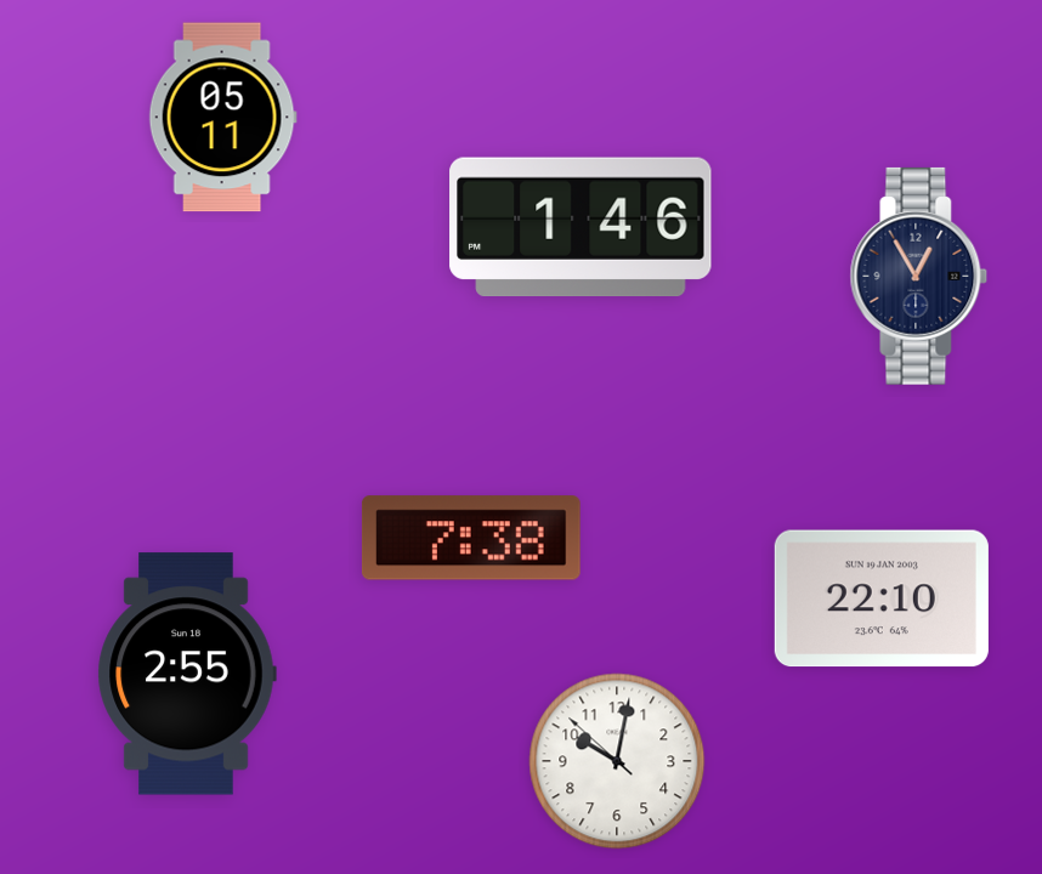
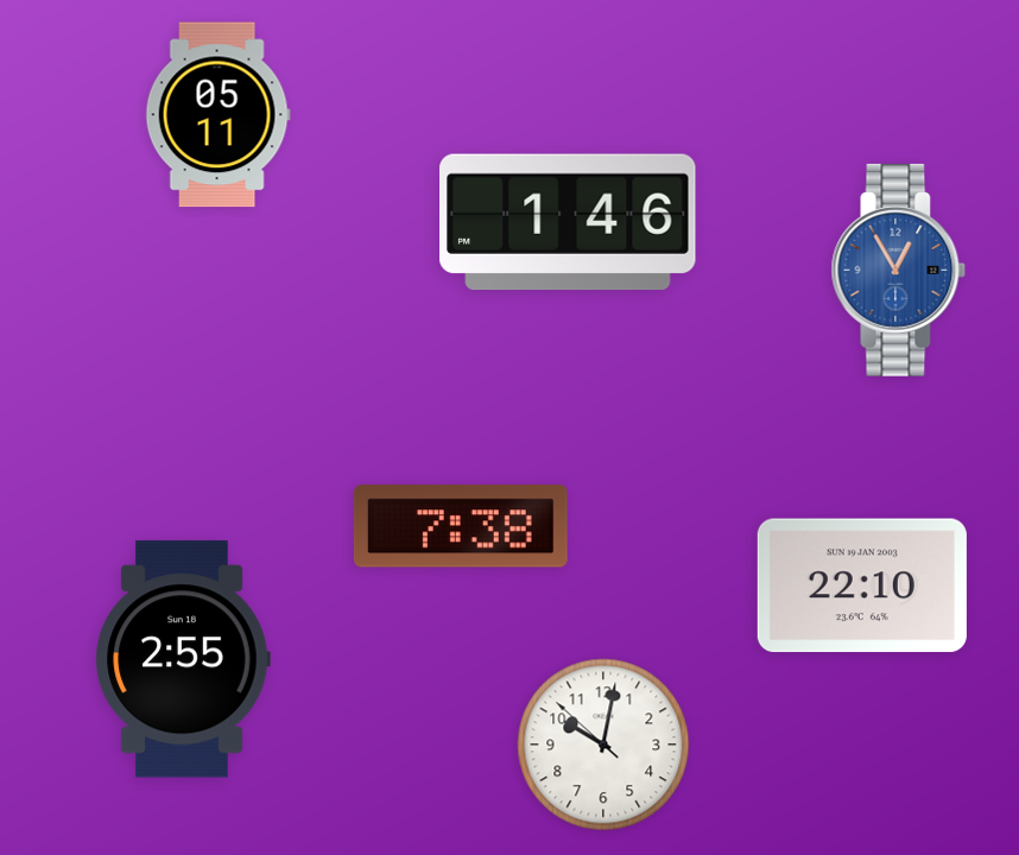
clock at (919, 276) dial: navy -> blue
